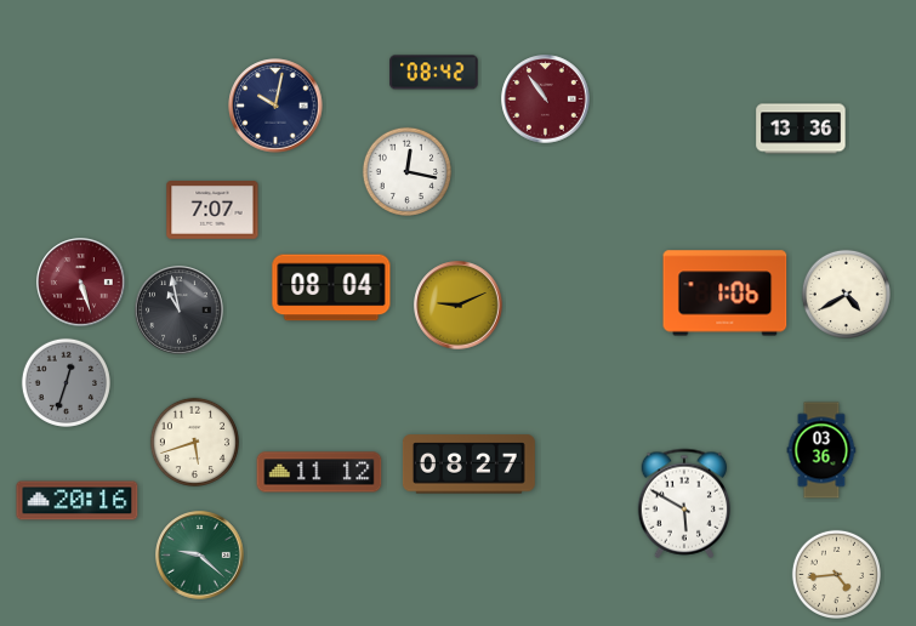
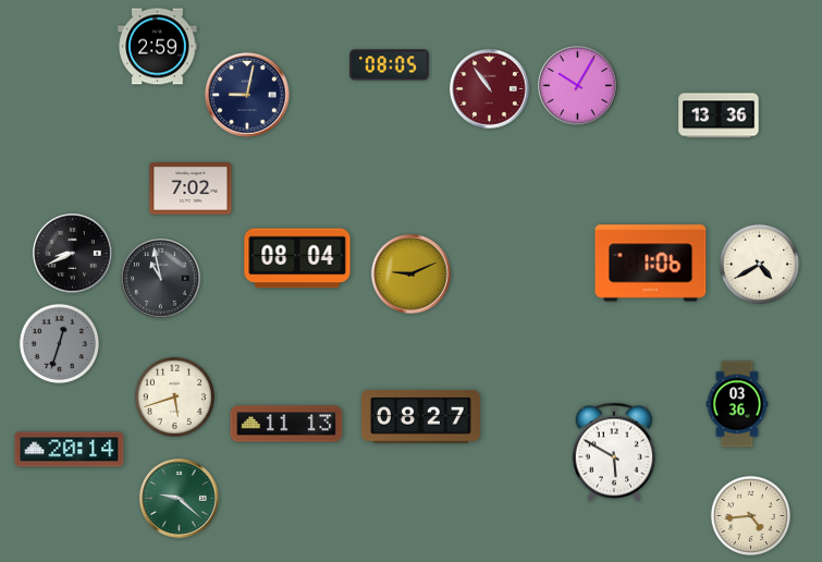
clock at (158, 47): none -> 2:59
clock at (434, 73): 08:42 -> 08:05
clock at (578, 86): none -> 10:05
clock at (275, 106): 10:02 -> 9:02
clock at (406, 171): 12:17 -> none
clock at (212, 211): 7:07 -> 7:02
clock at (81, 283): 5:27 -> 8:41
clock at (81, 283) dial: burgundy -> black
clock at (319, 472): 11:12 -> 11:13
clock at (78, 501): 20:16 -> 20:14
